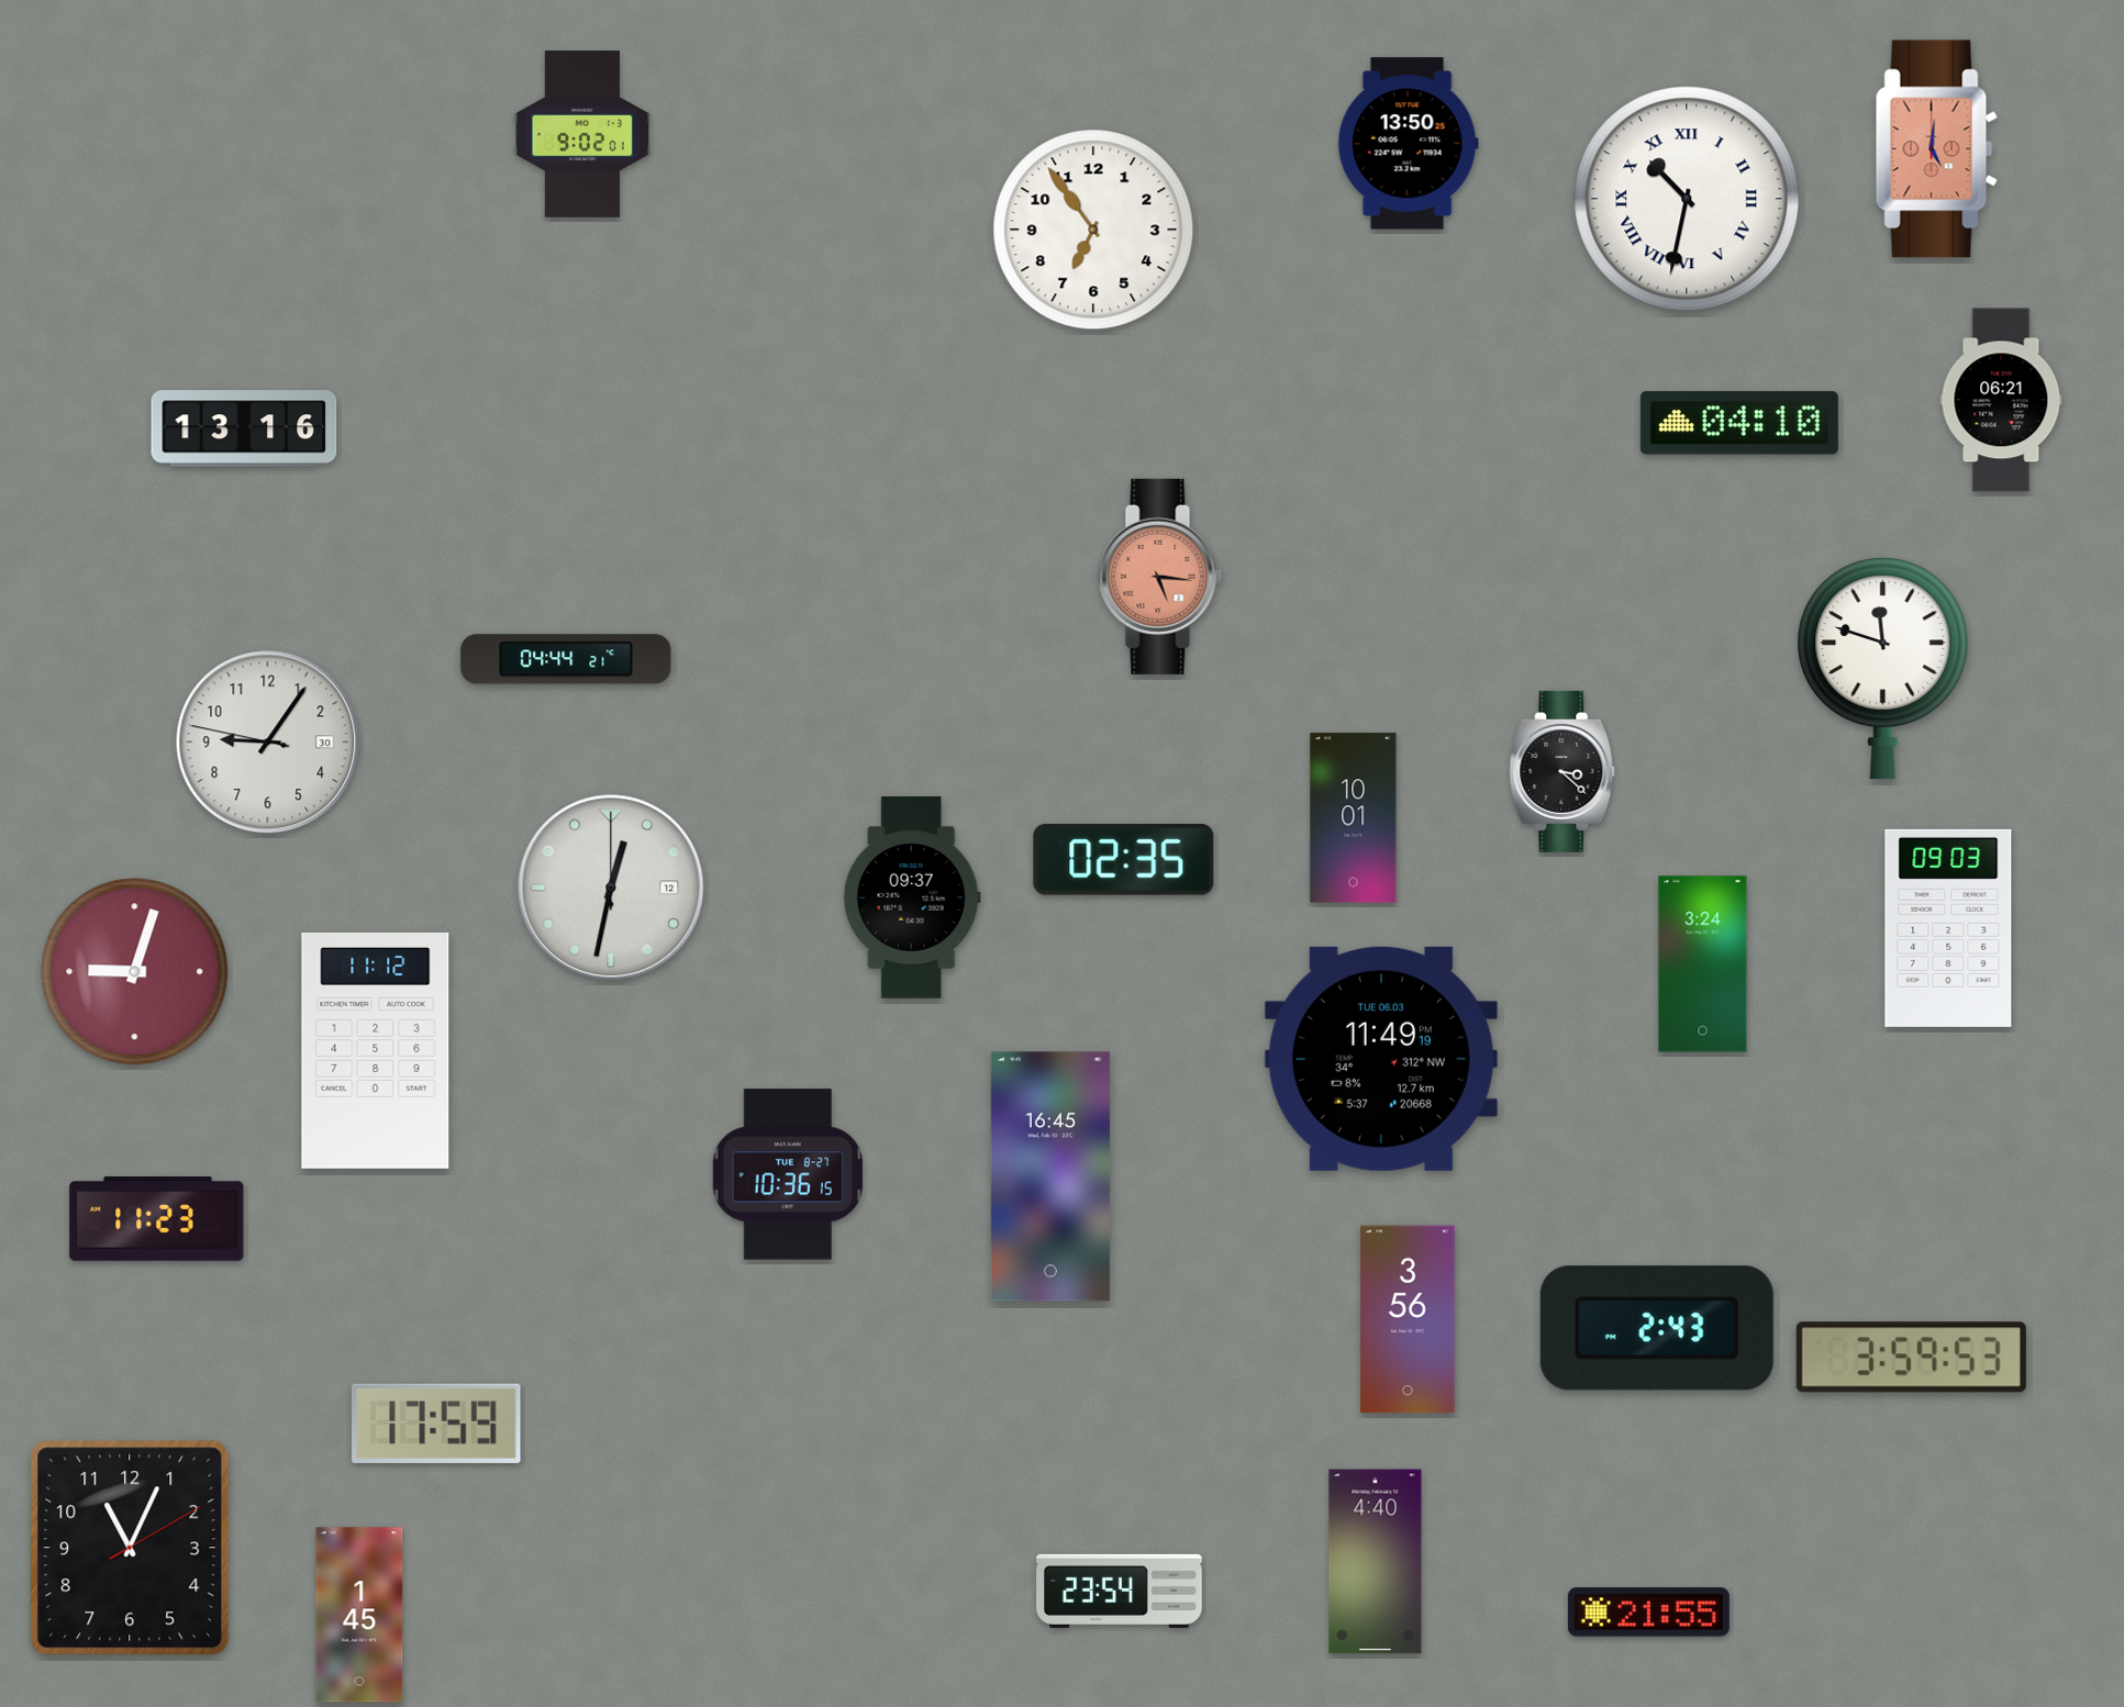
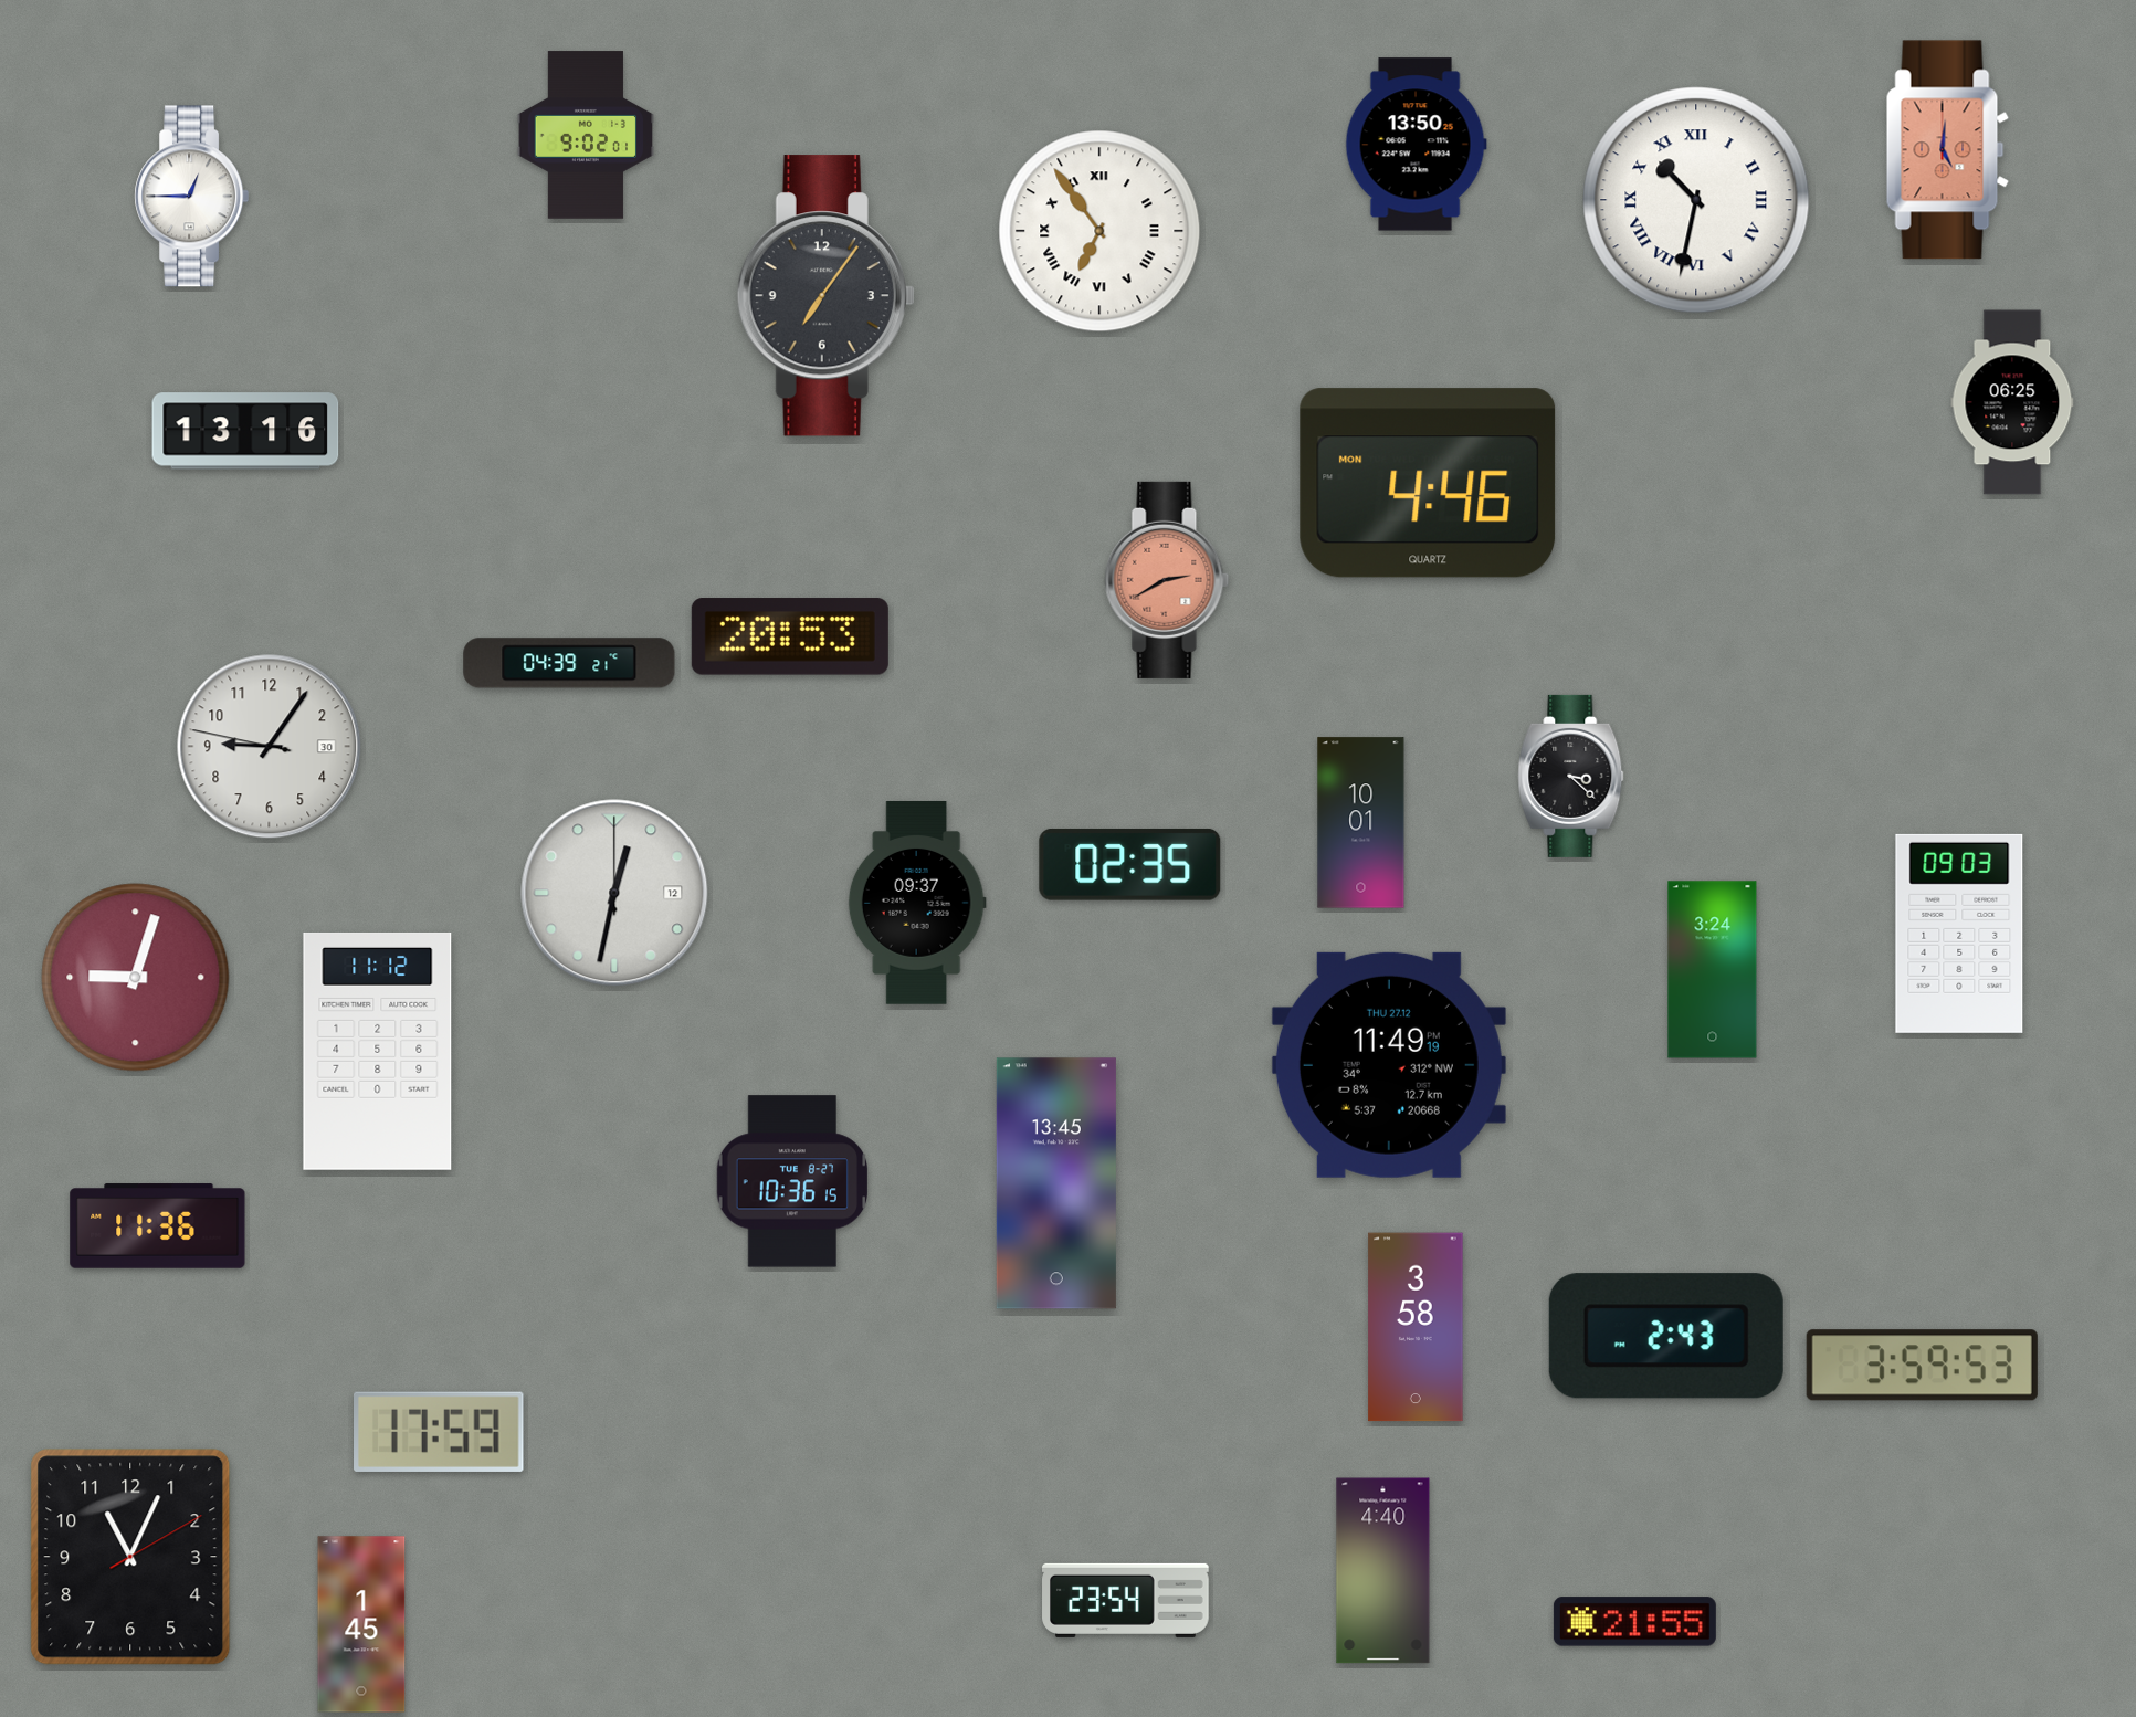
clock at (192, 197): none -> 12:45
clock at (1093, 230) numerals: Arabic -> Roman
clock at (825, 296): none -> 7:06
clock at (2001, 400): 06:21 -> 06:25
clock at (1739, 423): 04:10 -> none
clock at (1428, 483): none -> 4:46
clock at (1160, 577): 5:16 -> 2:40
clock at (790, 636): none -> 20:53
clock at (566, 659): 04:44 -> 04:39
clock at (1883, 668): 11:48 -> none
clock at (376, 1050) position: (376, 1050) -> (378, 1051)
clock at (1381, 1059) date: TUE 06.03 -> THU 27.12
clock at (1050, 1176): 16:45 -> 13:45
clock at (157, 1219): 11:23 -> 11:36
clock at (1408, 1319): 3:56 -> 3:58
clock at (1648, 1613) position: (1648, 1613) -> (1634, 1622)
